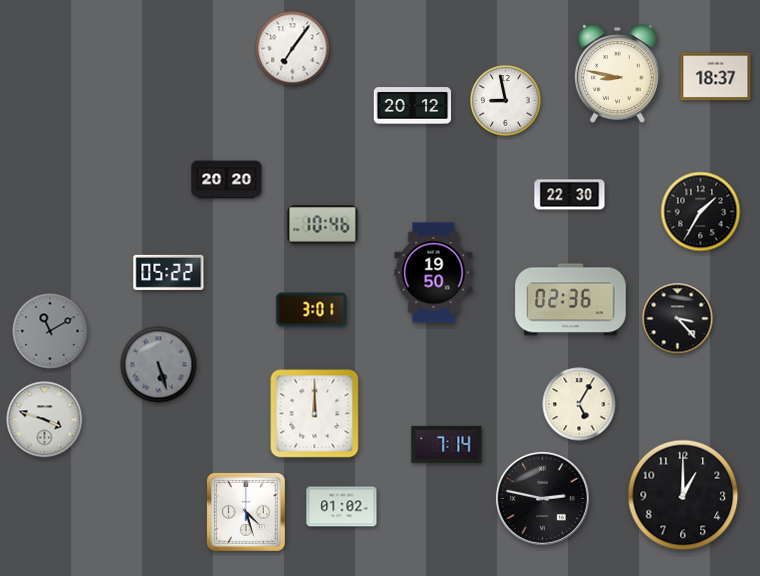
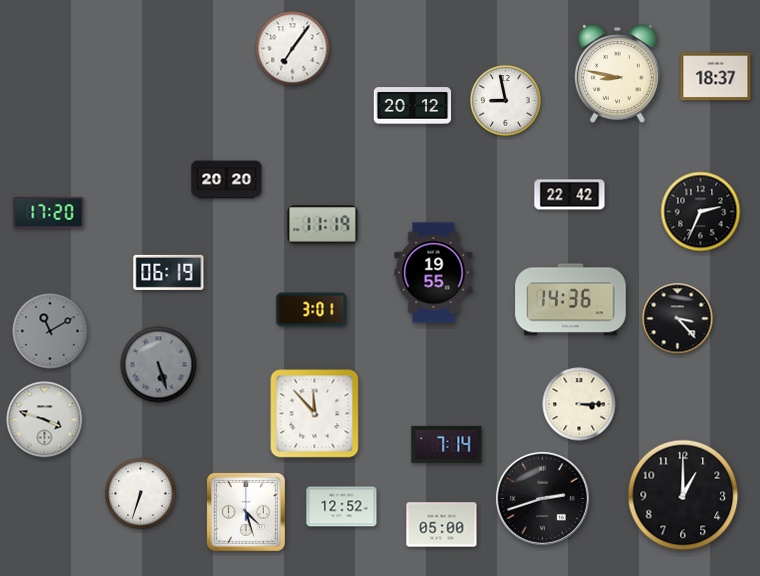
clock at (570, 195): 22:30 -> 22:42
clock at (49, 212): none -> 17:20
clock at (701, 212): 1:35 -> 2:34
clock at (323, 225): 10:46 -> 11:19
clock at (169, 272): 05:22 -> 06:19
clock at (434, 273): 19:50 -> 19:55
clock at (571, 300): 02:36 -> 14:36
clock at (579, 404): 5:05 -> 3:15
clock at (315, 414): 12:00 -> 11:53
clock at (141, 494): none -> 6:33
clock at (542, 498): 2:47 -> 2:42
clock at (342, 507): 01:02 -> 12:52
clock at (442, 525): none -> 05:00
